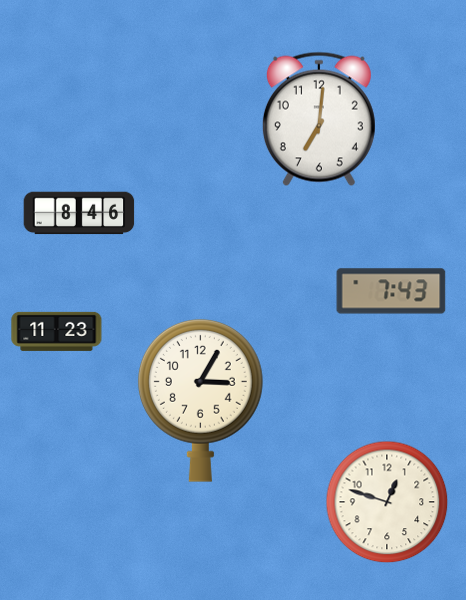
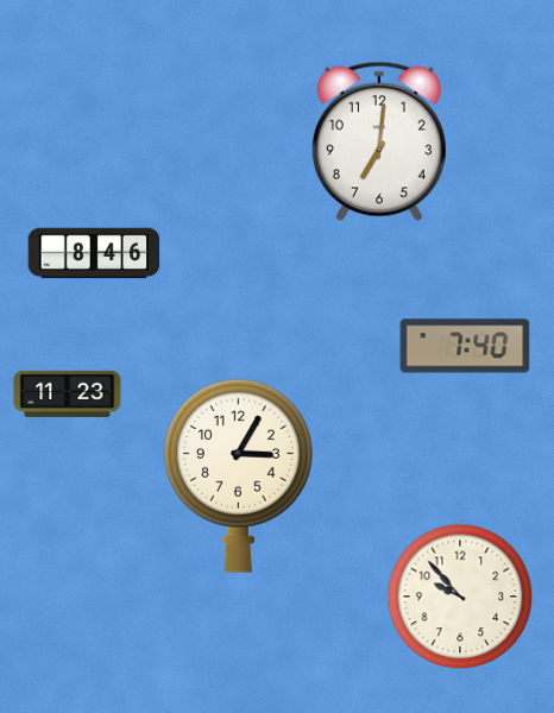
clock at (391, 291): 7:43 -> 7:40
clock at (387, 502): 12:48 -> 9:53
